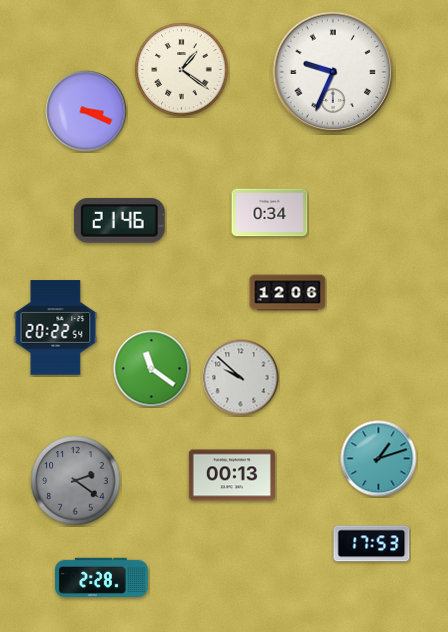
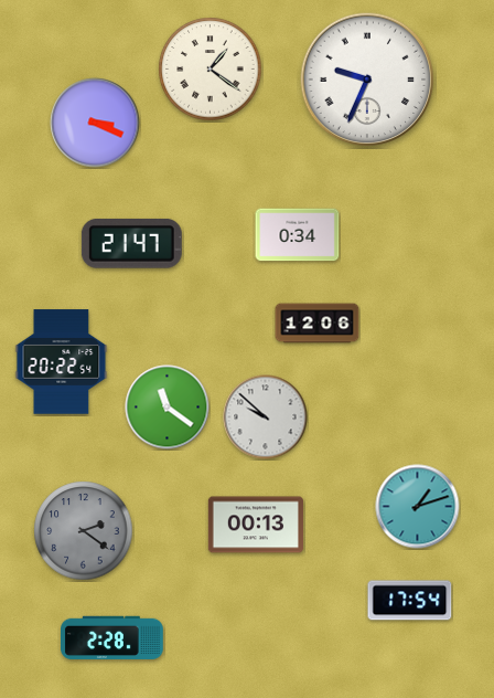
clock at (182, 70) position: (182, 70) -> (211, 70)
clock at (119, 220): 21:46 -> 21:47
clock at (372, 544): 17:53 -> 17:54
